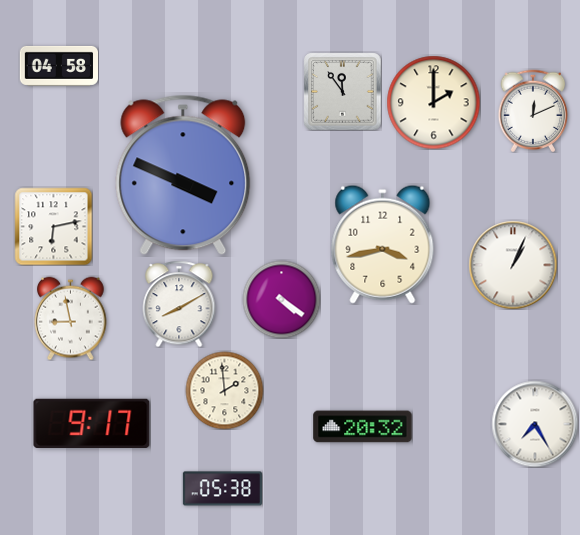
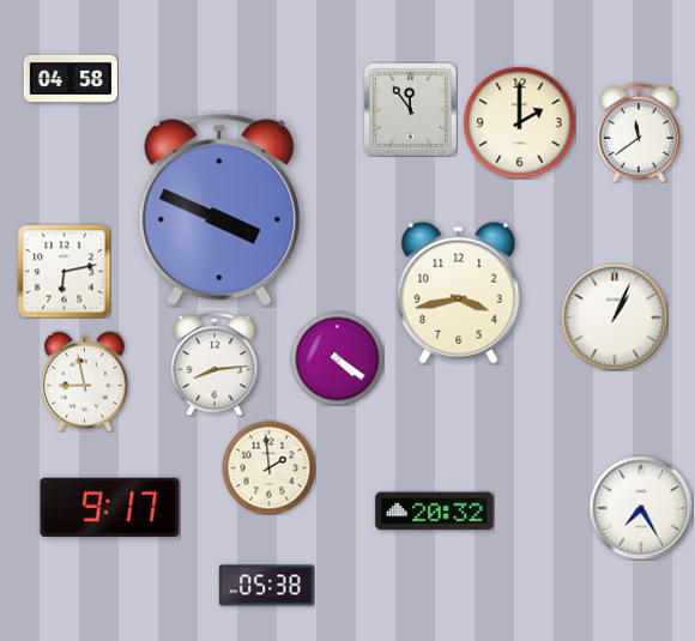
clock at (533, 111): 12:11 -> 11:39
clock at (179, 304): 8:10 -> 8:14
